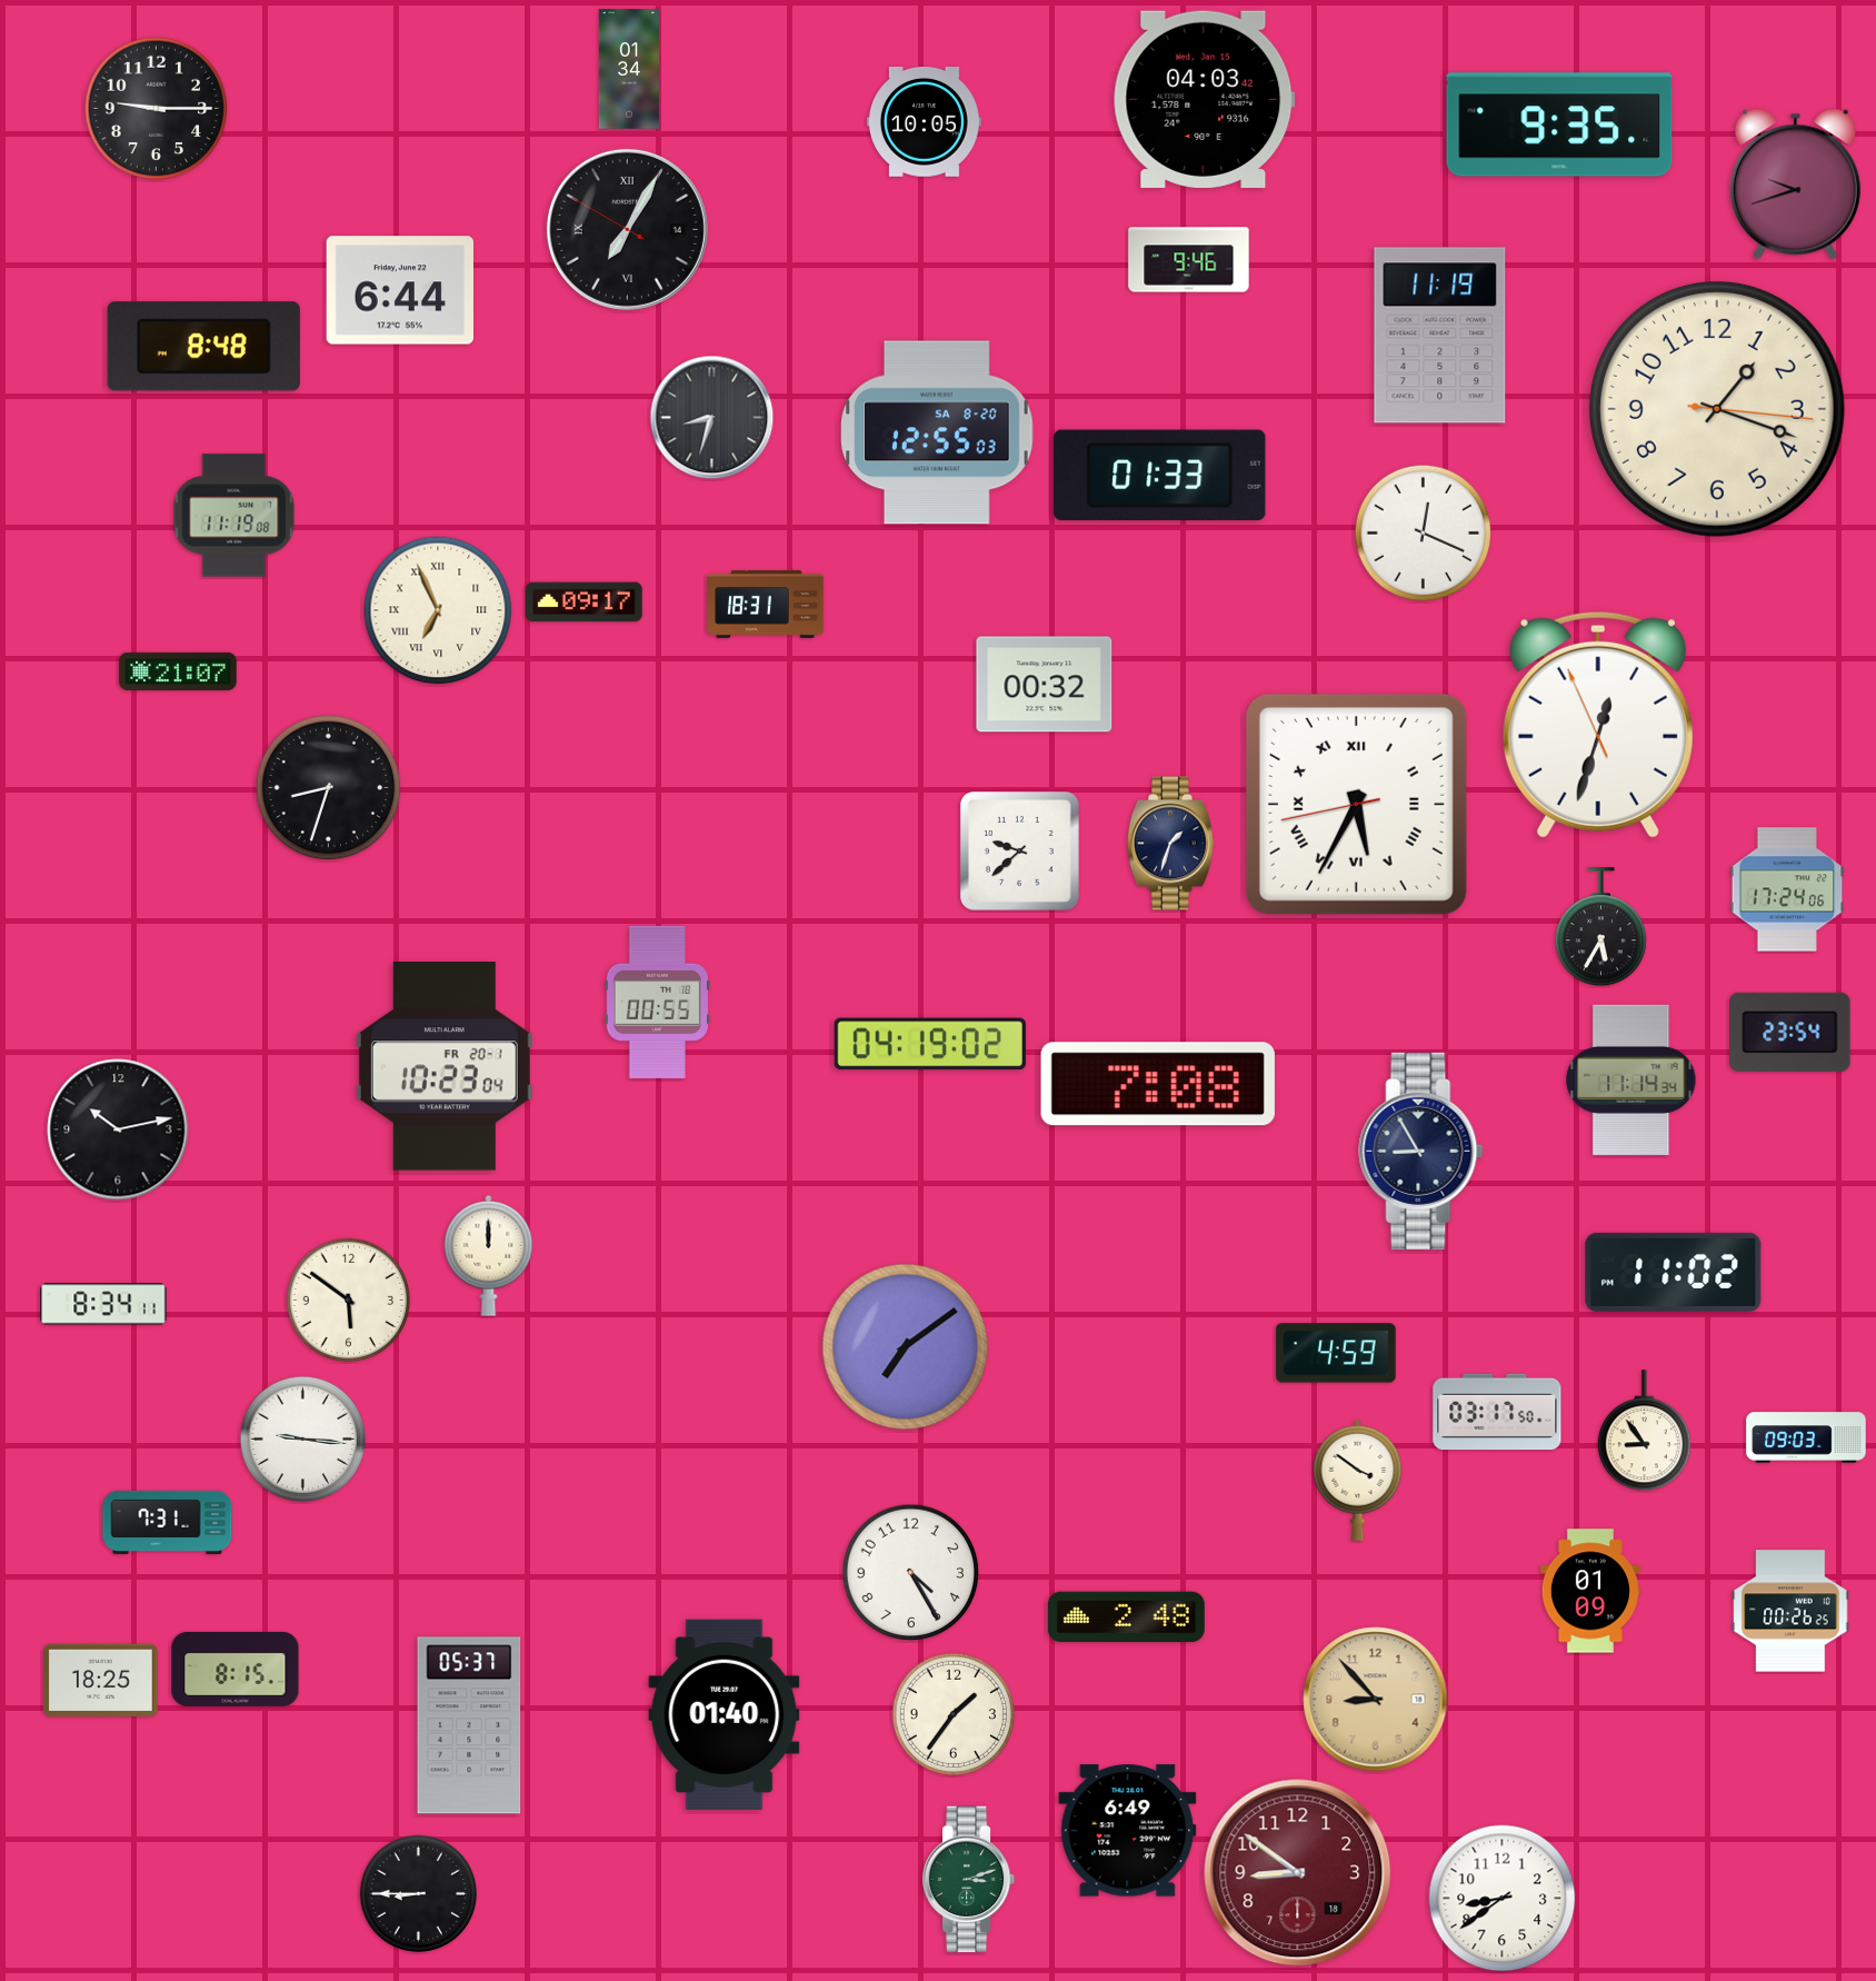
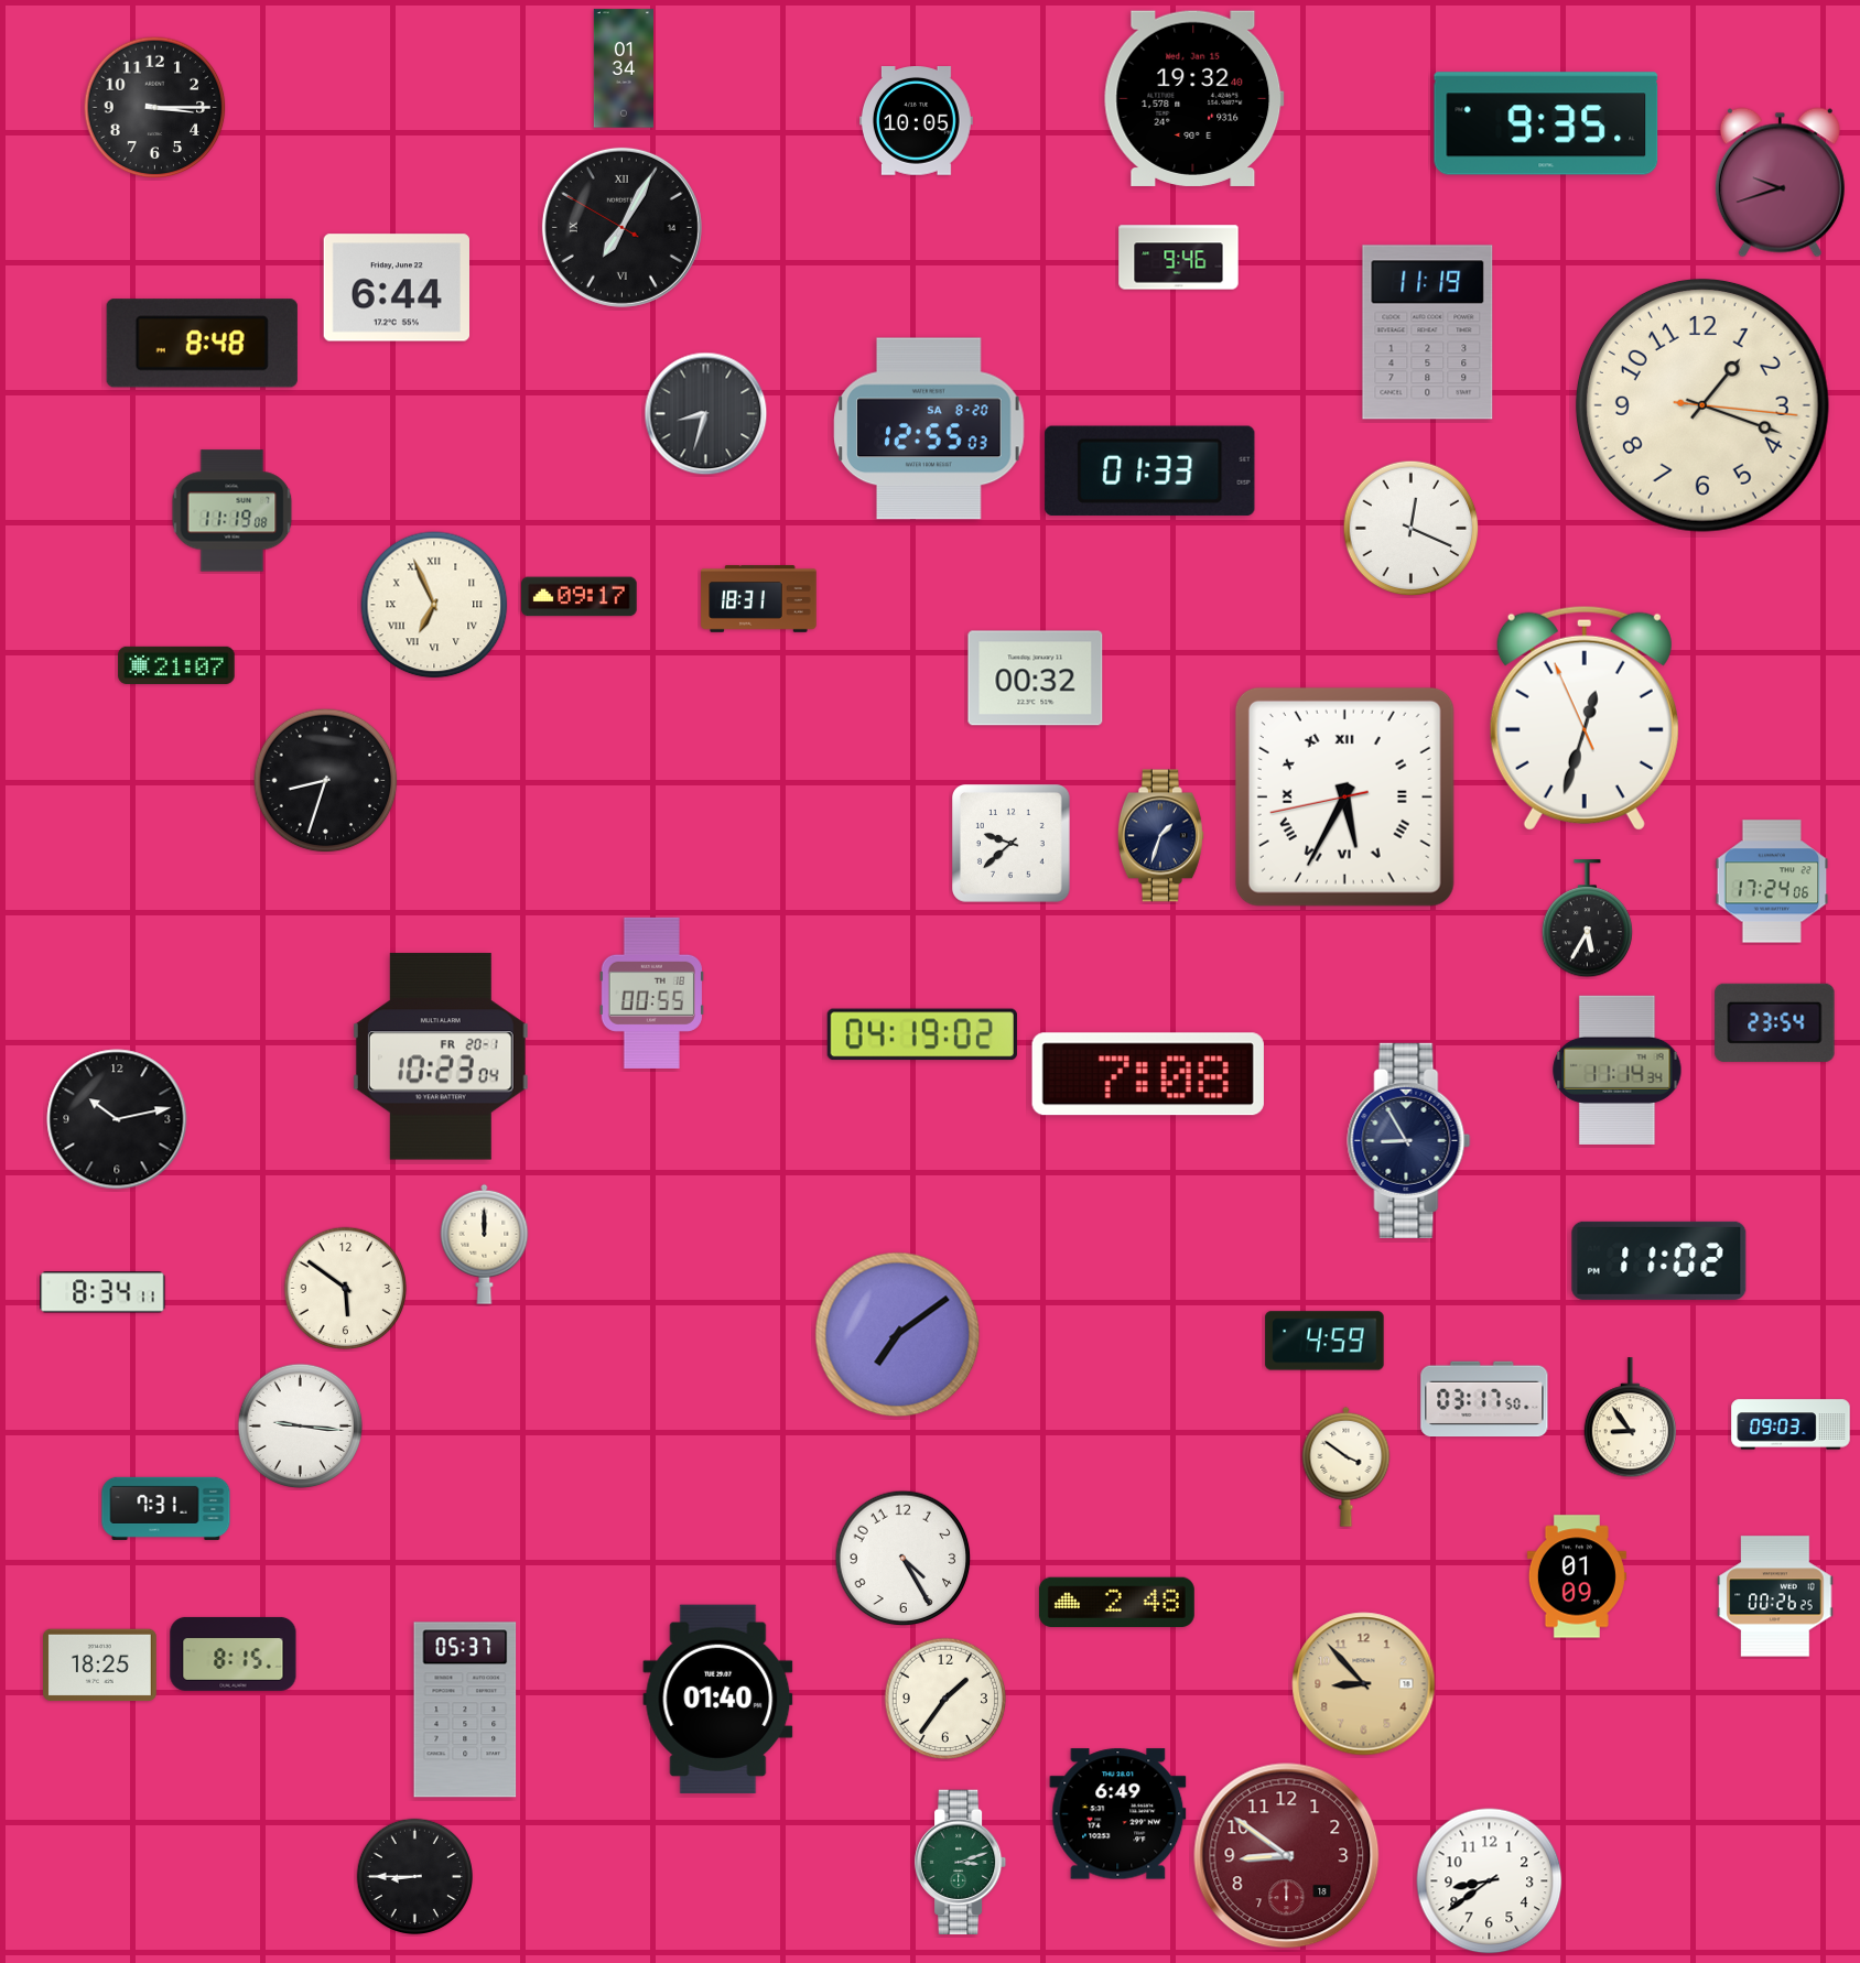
clock at (1204, 99): 04:03 -> 19:32
clock at (157, 109): 9:15 -> 3:15
